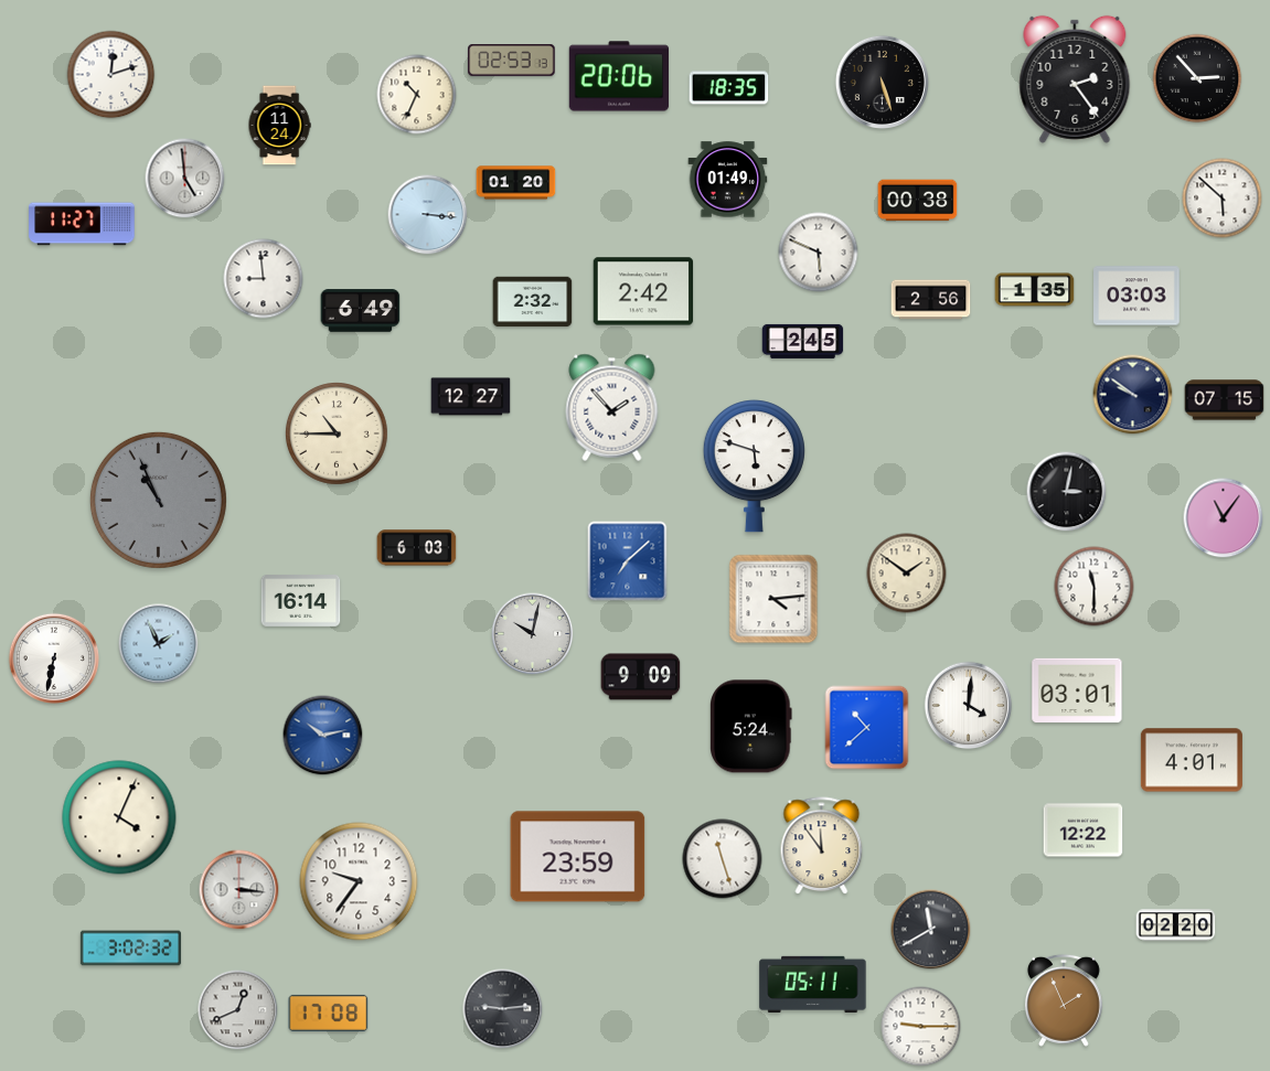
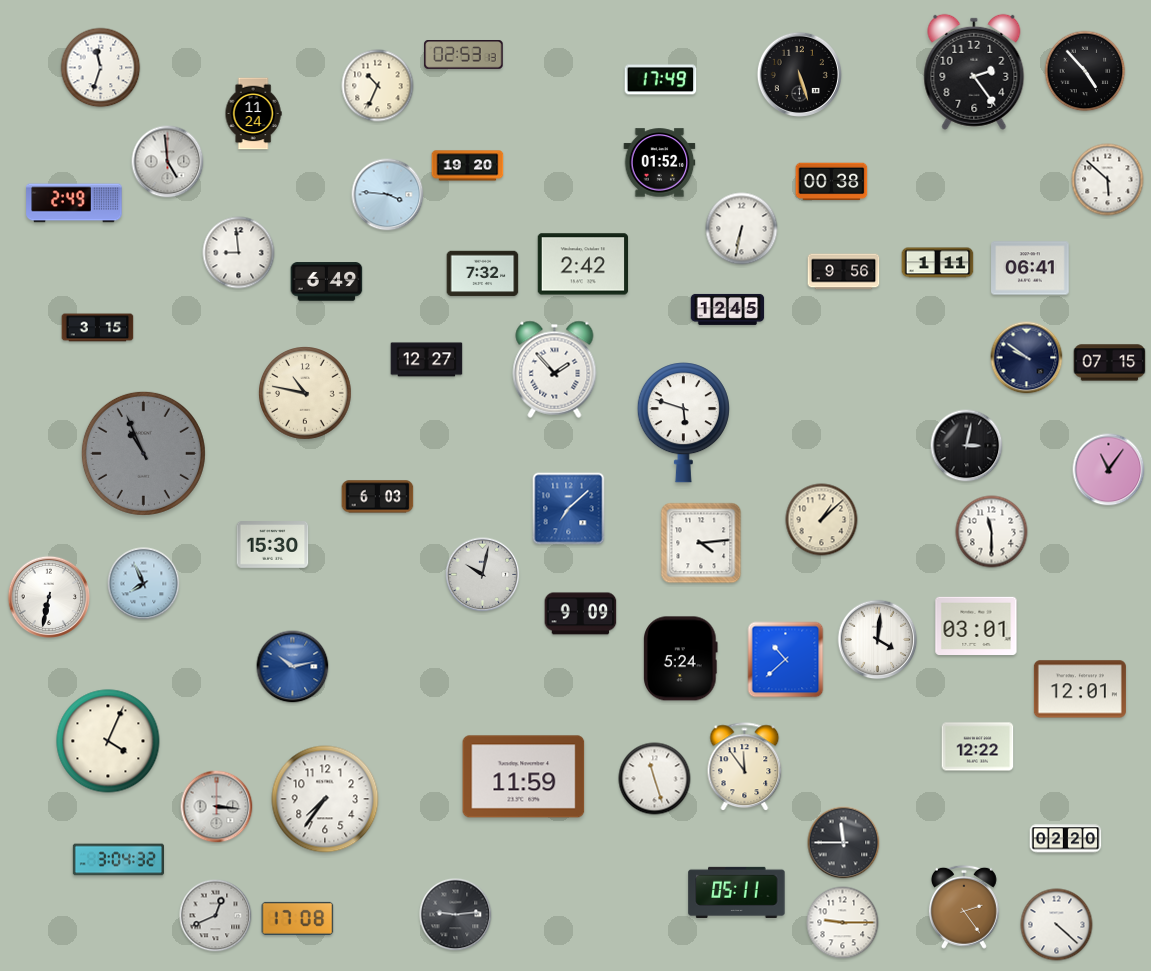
clock at (111, 75): 12:12 -> 11:33
clock at (619, 76): 20:06 -> none
clock at (1197, 78): 2:53 -> 4:53
clock at (729, 88): 18:35 -> 17:49
clock at (728, 180): 01:49 -> 01:52
clock at (516, 183): 01:20 -> 19:20
clock at (428, 215): 3:16 -> 3:46
clock at (82, 224): 11:27 -> 2:49
clock at (819, 253): 5:49 -> 6:32
clock at (1035, 290): 1:35 -> 1:11
clock at (1136, 296): 03:03 -> 06:41
clock at (931, 300): 2:56 -> 9:56
clock at (533, 302): 2:32 -> 7:32
clock at (803, 341): 2:45 -> 12:45
clock at (98, 328): none -> 3:15
clock at (337, 433): 10:45 -> 10:47
clock at (907, 574): 1:51 -> 1:08
clock at (301, 601): 16:14 -> 15:30
clock at (159, 644): 1:56 -> 7:56
clock at (1192, 760): 4:01 -> 12:01
clock at (1084, 831) position: (1084, 831) -> (978, 747)
clock at (578, 857): 23:59 -> 11:59
clock at (359, 881): 9:36 -> 7:36
clock at (931, 930): 11:40 -> 11:45
clock at (130, 949): 3:02 -> 3:04
clock at (1064, 1000): 1:56 -> 2:24
clock at (1057, 925): none -> 4:22
clock at (921, 1027) position: (921, 1027) -> (843, 923)
